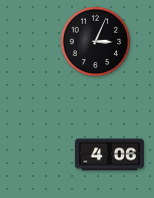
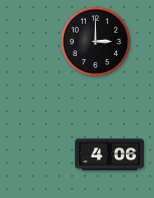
clock at (96, 42): 3:04 -> 3:00
